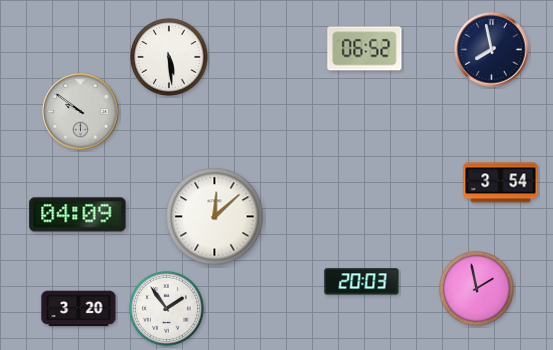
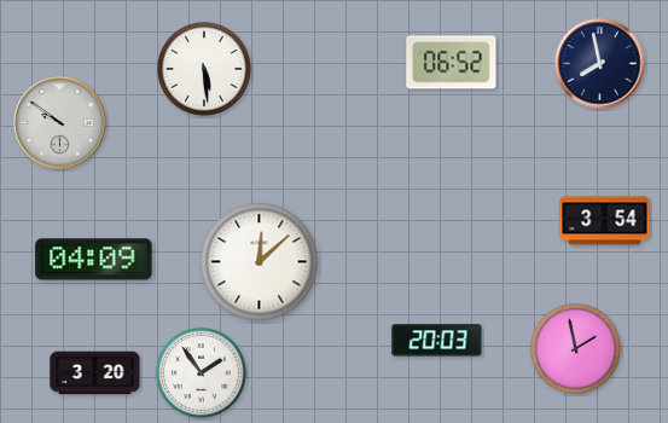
clock at (365, 49) position: (365, 49) -> (452, 63)
clock at (492, 50) position: (492, 50) -> (600, 64)
clock at (81, 112) position: (81, 112) -> (60, 123)
